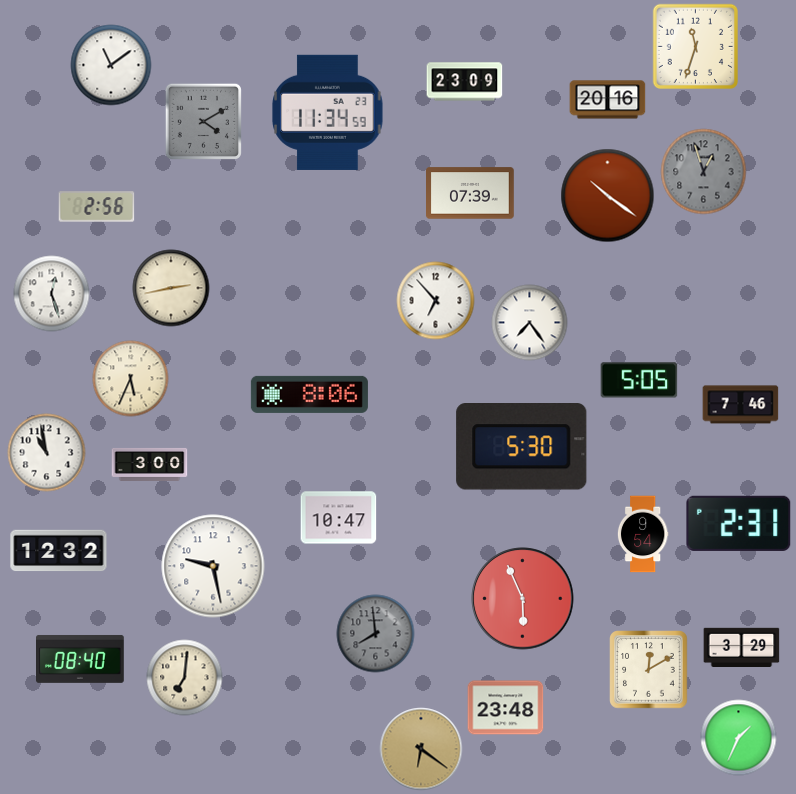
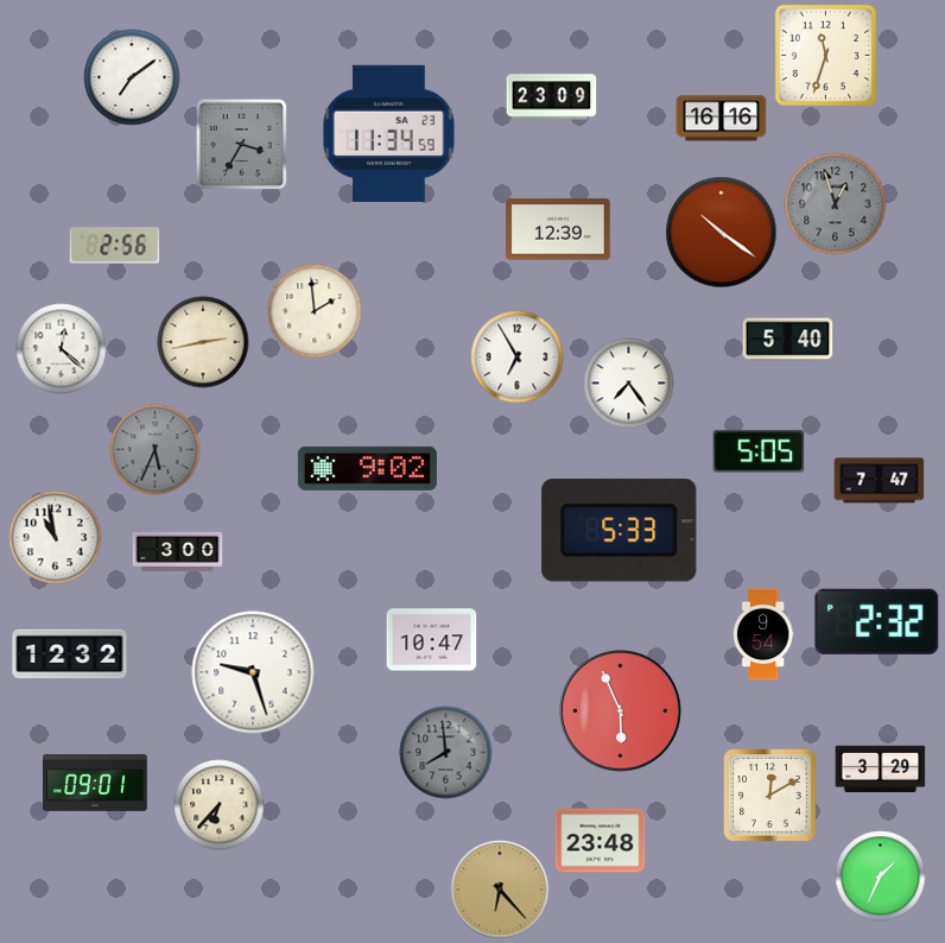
clock at (111, 65): 11:09 -> 7:09
clock at (608, 100): 20:16 -> 16:16
clock at (203, 121): 4:10 -> 3:35
clock at (470, 193): 07:39 -> 12:39
clock at (315, 311): none -> 1:59
clock at (788, 340): none -> 5:40
clock at (52, 294): 12:27 -> 12:22
clock at (436, 301): 6:53 -> 6:55
clock at (131, 379) dial: cream -> grey
clock at (309, 394): 8:06 -> 9:02
clock at (741, 405): 7:46 -> 7:47
clock at (522, 447): 5:30 -> 5:33
clock at (339, 518) position: (339, 518) -> (432, 640)
clock at (739, 523): 2:31 -> 2:32
clock at (213, 566): 9:28 -> 9:27
clock at (80, 659): 08:40 -> 09:01
clock at (185, 678): 7:01 -> 6:37
clock at (739, 738) position: (739, 738) -> (881, 876)
clock at (421, 749): 6:21 -> 6:23
